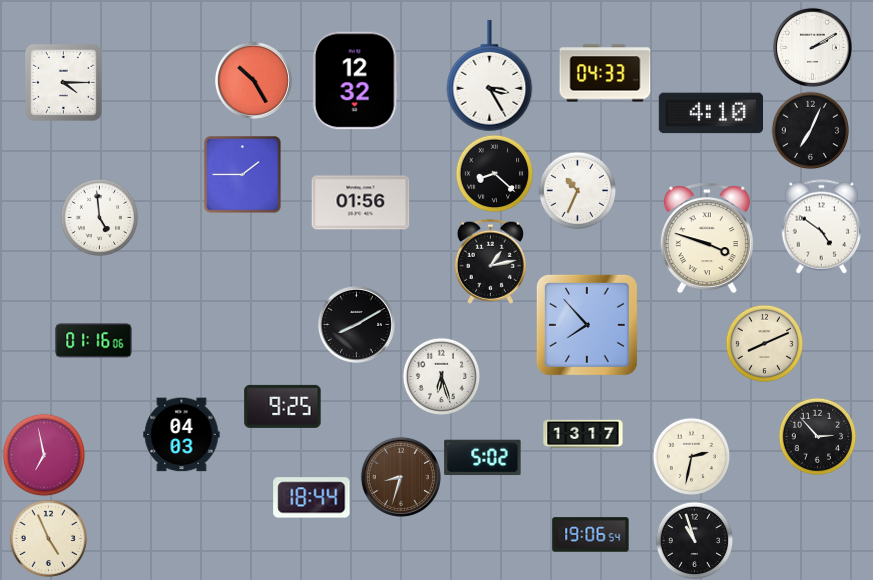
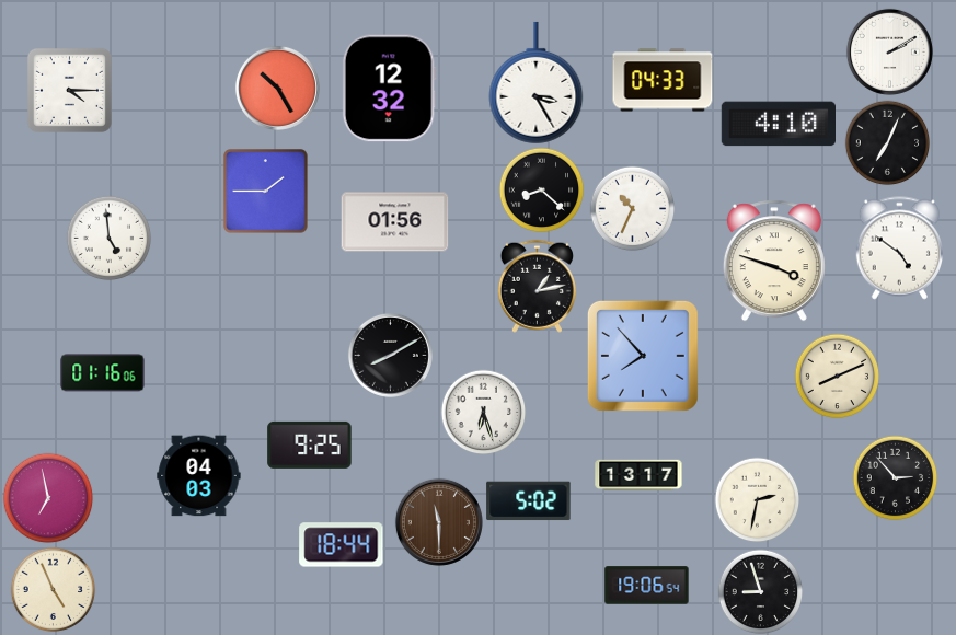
clock at (401, 477): 8:33 -> 11:30
clock at (694, 540): 10:57 -> 8:57
